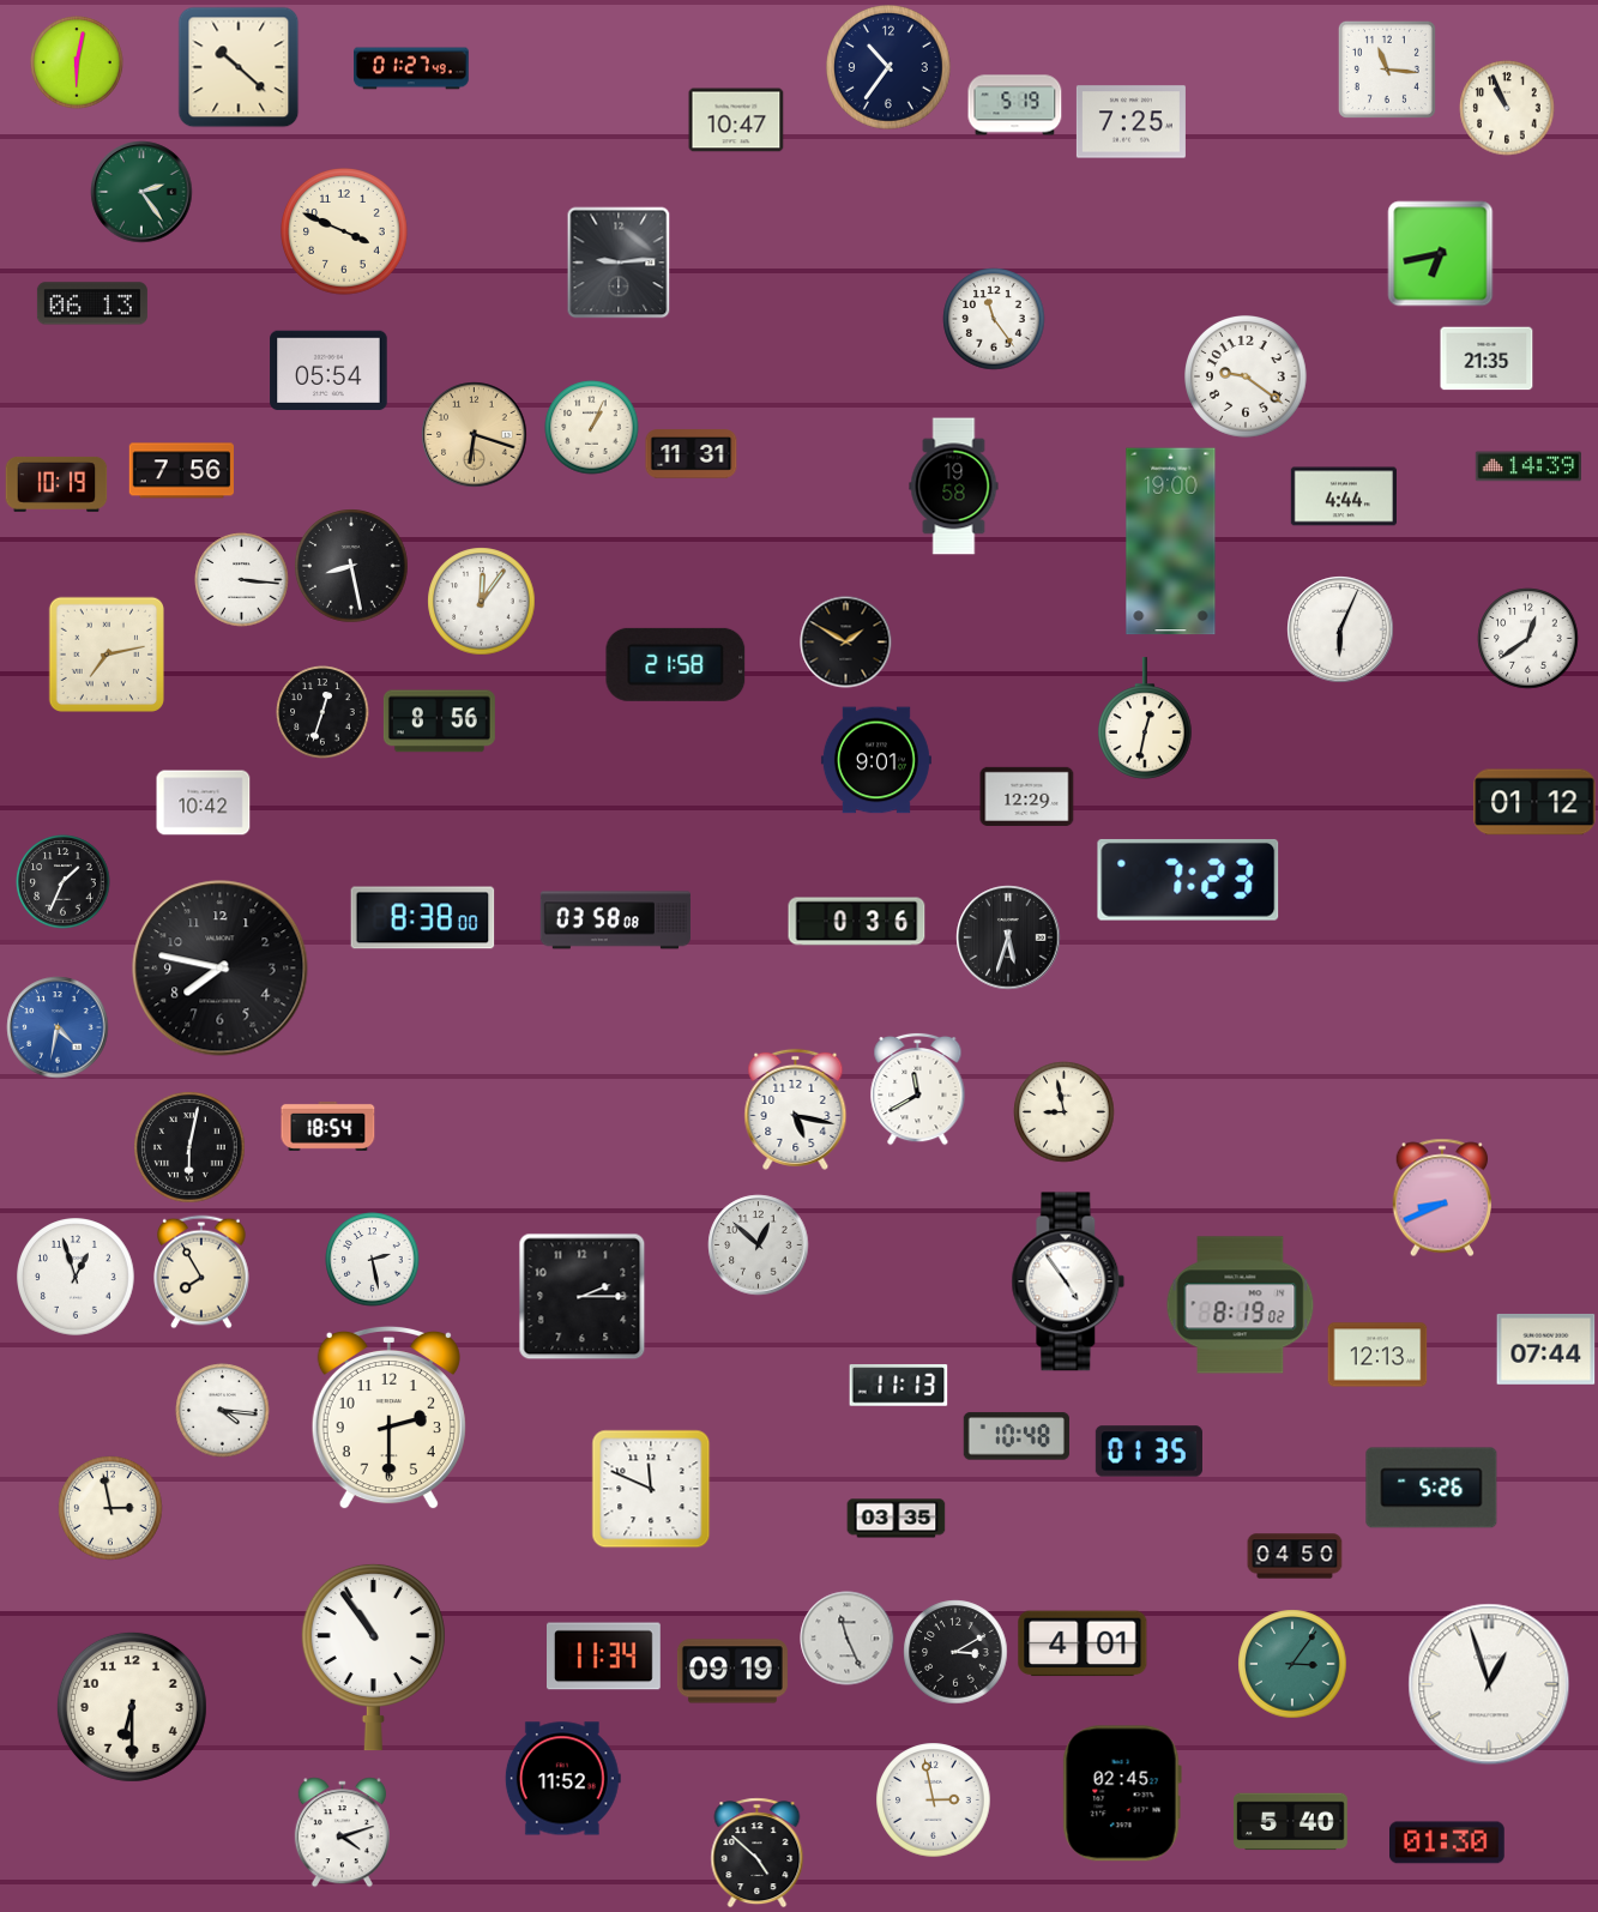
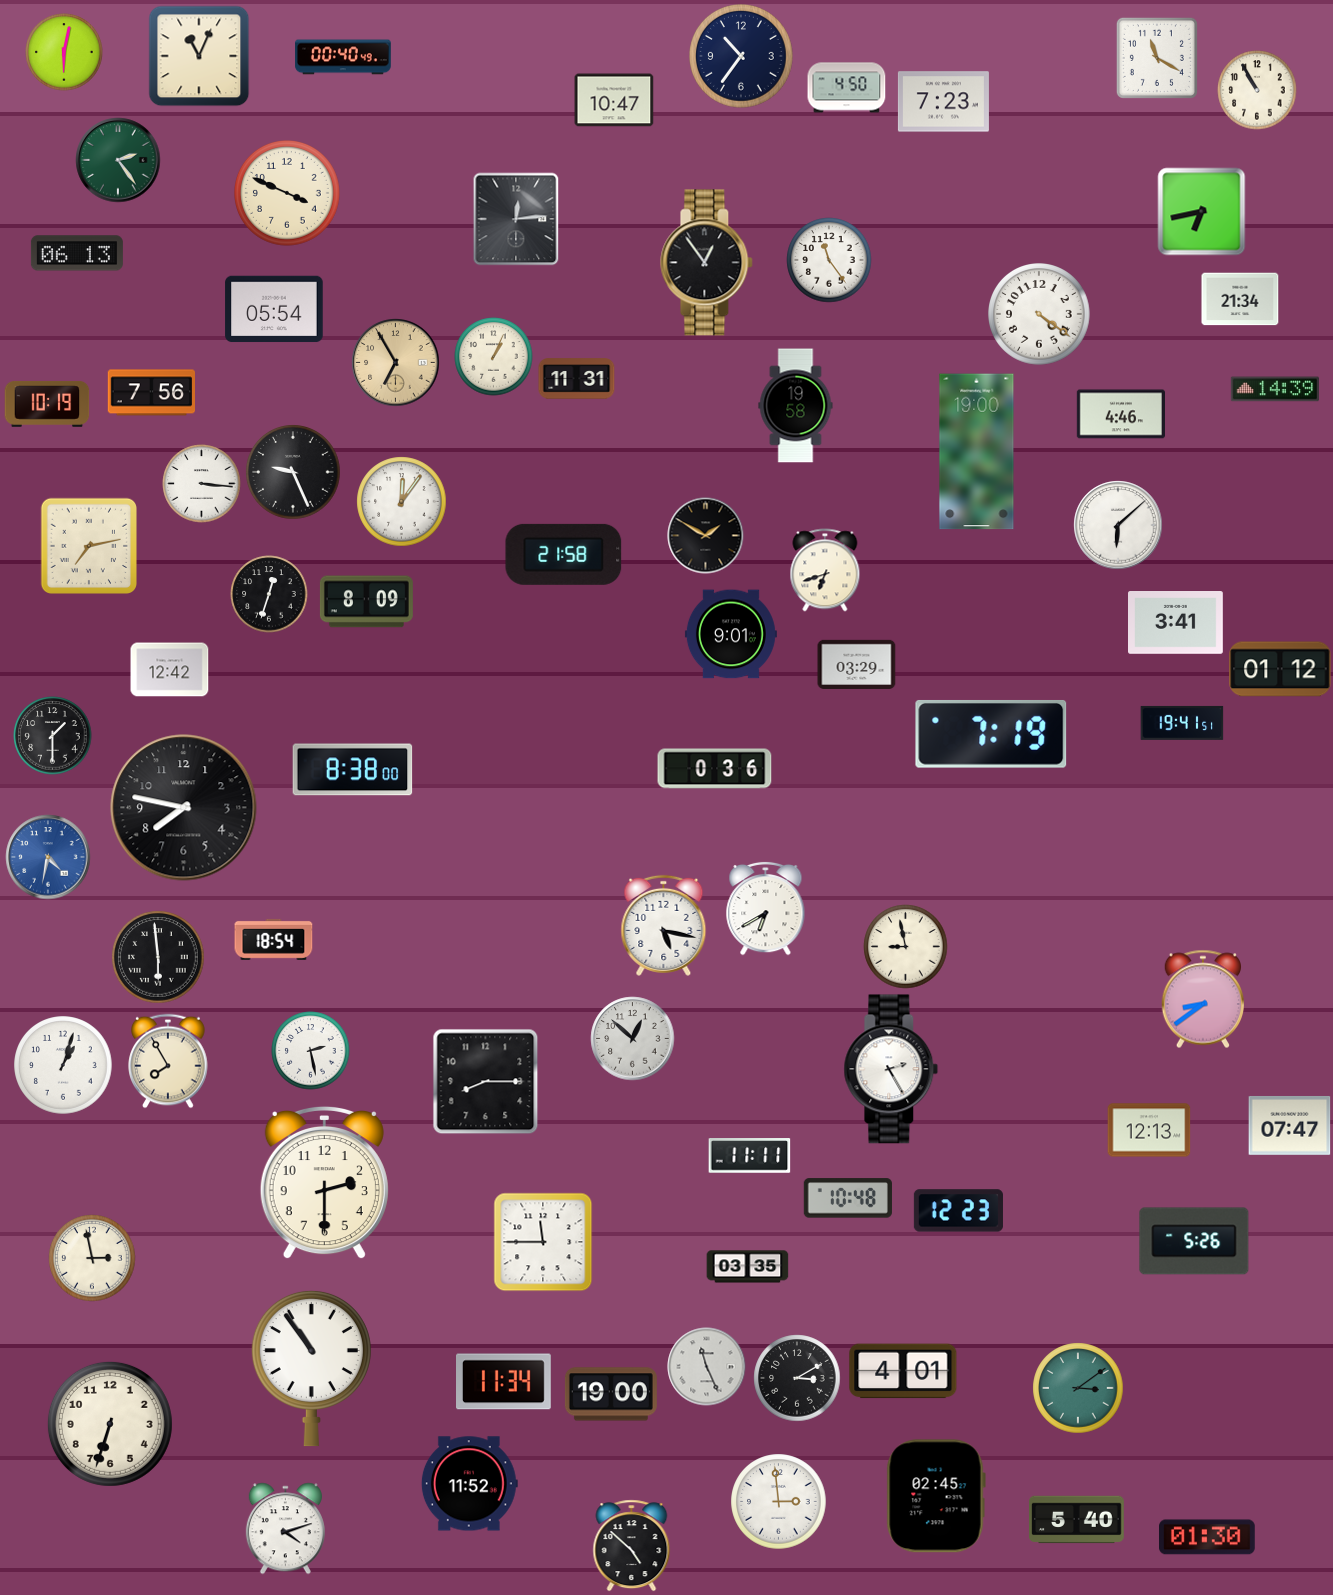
clock at (239, 67): 10:22 -> 11:04
clock at (411, 68): 01:27 -> 00:40
clock at (1387, 70): 11:16 -> 11:20
clock at (1015, 105): 5:19 -> 4:50
clock at (1507, 108): 10:56 -> 10:55
clock at (1130, 122): 7:25 -> 7:23
clock at (619, 263): 9:14 -> 12:14
clock at (707, 263): none -> 12:54
clock at (994, 319) position: (994, 319) -> (829, 260)
clock at (1487, 358): 21:35 -> 21:34
clock at (1247, 378): 9:21 -> 4:21
clock at (475, 435): 6:18 -> 6:55
clock at (1343, 496): 4:44 -> 4:46
clock at (351, 566): 8:28 -> 9:26
clock at (1340, 629): 6:04 -> 6:08
clock at (1528, 639): 12:39 -> none
clock at (825, 570): none -> 6:42
clock at (1145, 718): 12:32 -> none
clock at (439, 722): 8:56 -> 8:09
clock at (1176, 623): none -> 3:41
clock at (1027, 796): 12:29 -> 03:29
clock at (204, 803): 10:42 -> 12:42
clock at (1182, 723): none -> 19:41
clock at (1188, 880): 7:23 -> 7:19
clock at (64, 882): 1:34 -> 1:30
clock at (423, 918) position: (423, 918) -> (353, 770)
clock at (615, 921): 03:58 -> none
clock at (1008, 937): 5:33 -> none
clock at (918, 1088): 11:40 -> 6:40
clock at (1065, 1112) position: (1065, 1112) -> (906, 947)
clock at (189, 1147): 6:02 -> 5:59
clock at (1441, 1198): 8:41 -> 8:39
clock at (76, 1277): 12:57 -> 1:03
clock at (1068, 1281): 4:54 -> 2:25
clock at (583, 1297): 2:15 -> 8:15
clock at (1241, 1305): 8:19 -> none
clock at (1546, 1349): 07:44 -> 07:47
clock at (899, 1386): 11:13 -> 11:11
clock at (223, 1411): 4:16 -> none
clock at (1148, 1452): 01:35 -> 12:23
clock at (651, 1489): 11:49 -> 11:45
clock at (1295, 1556): 04:50 -> none
clock at (373, 1657) position: (373, 1657) -> (311, 1368)
clock at (1292, 1664): 3:06 -> 3:09
clock at (732, 1671): 09:19 -> 19:00
clock at (1489, 1684): 12:57 -> none
clock at (132, 1707): 6:30 -> 6:33
clock at (934, 1801): 2:58 -> 2:59
